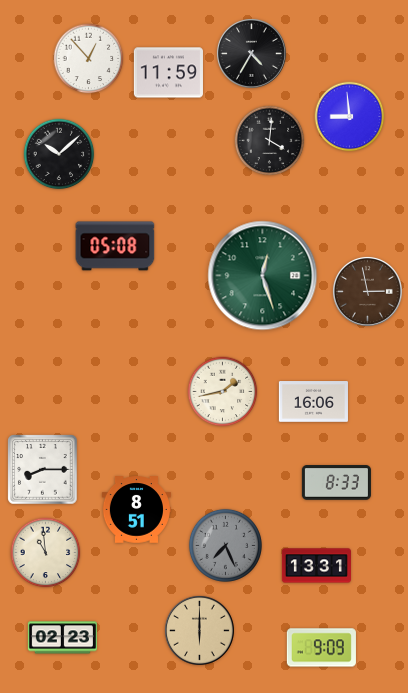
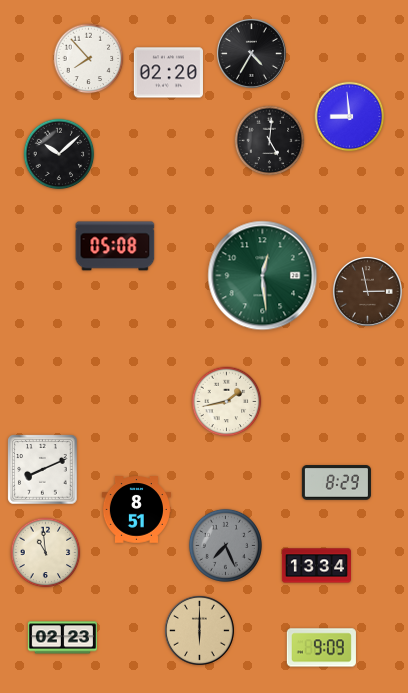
clock at (89, 59): 12:53 -> 7:53
clock at (168, 73): 11:59 -> 02:20
clock at (270, 141): 4:01 -> 5:01
clock at (263, 276): 12:27 -> 12:29
clock at (223, 392) position: (223, 392) -> (227, 402)
clock at (313, 402): 16:06 -> none
clock at (43, 470): 8:15 -> 8:11
clock at (336, 483): 8:33 -> 8:29
clock at (316, 566): 13:31 -> 13:34
